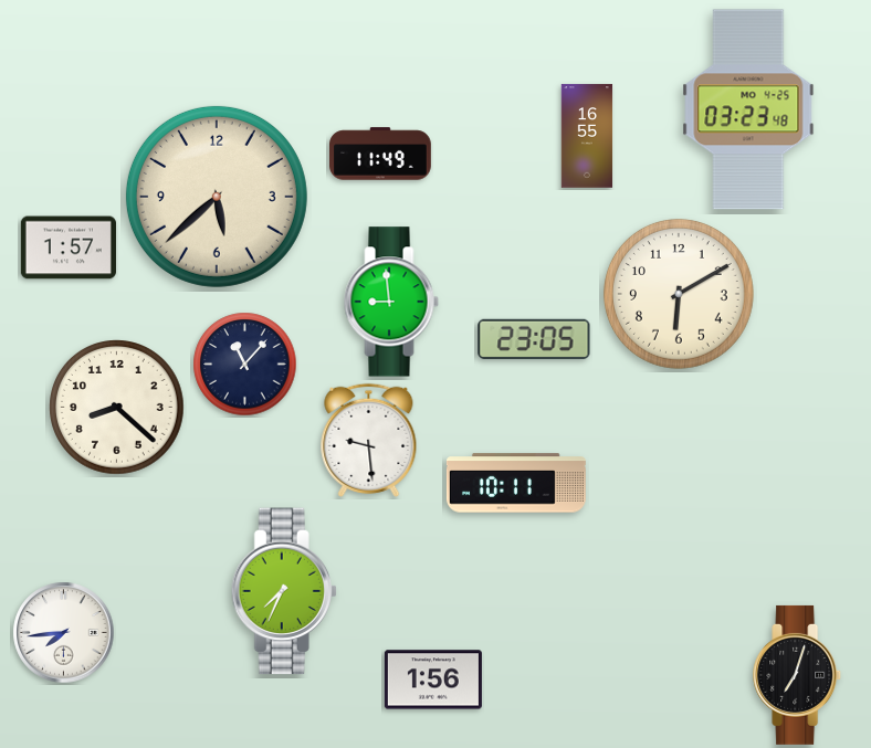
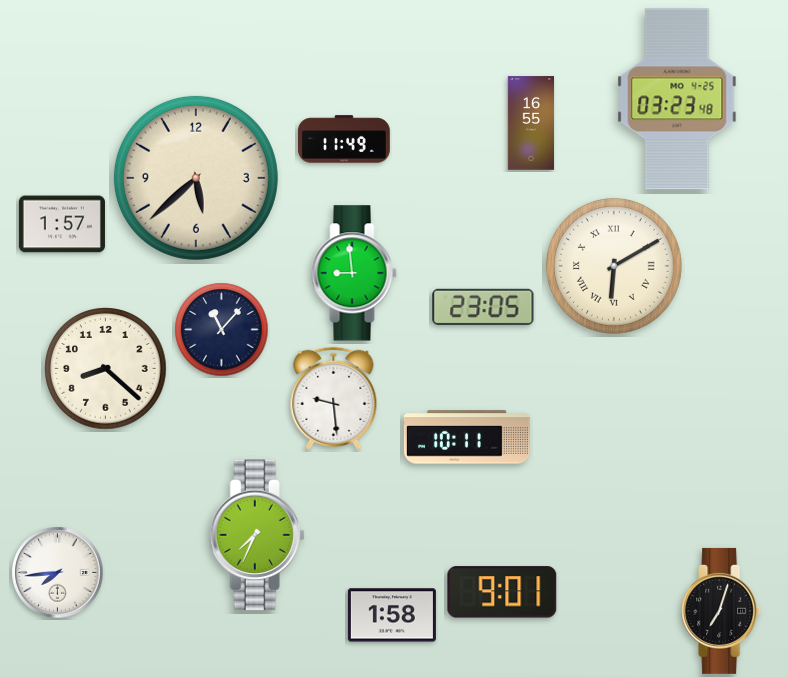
clock at (679, 294) numerals: Arabic -> Roman
clock at (502, 592): none -> 9:01
clock at (433, 679): 1:56 -> 1:58
